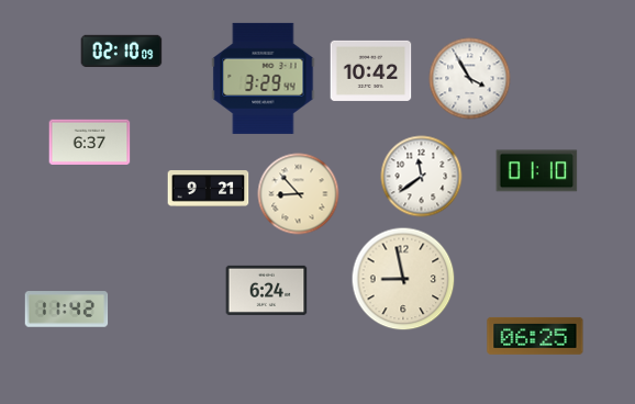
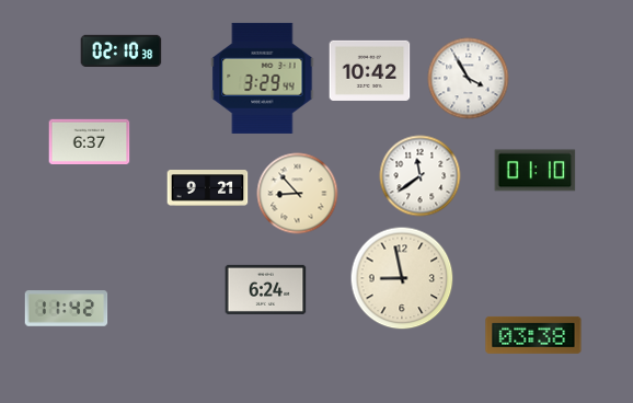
clock at (122, 52): 02:10:09 -> 02:10:38
clock at (535, 336): 06:25 -> 03:38
